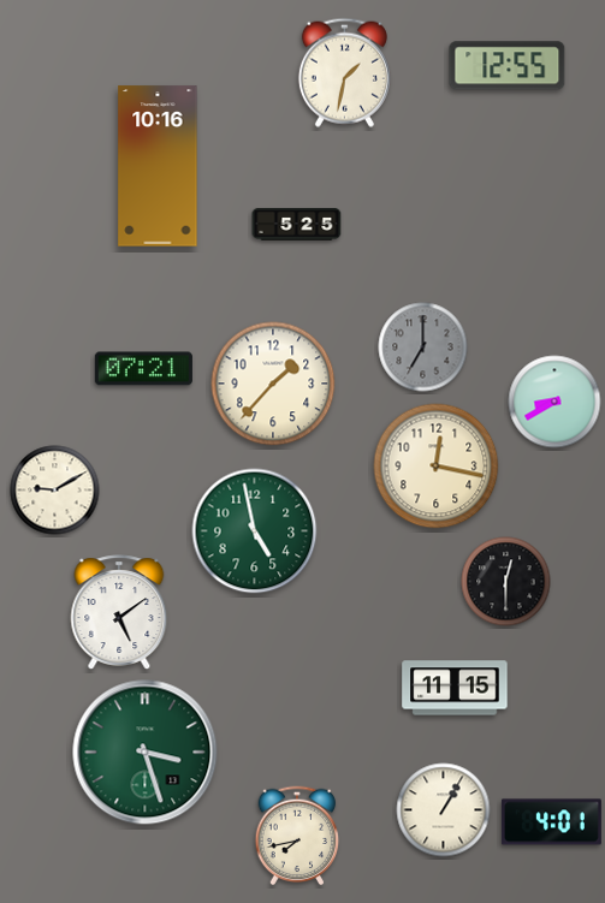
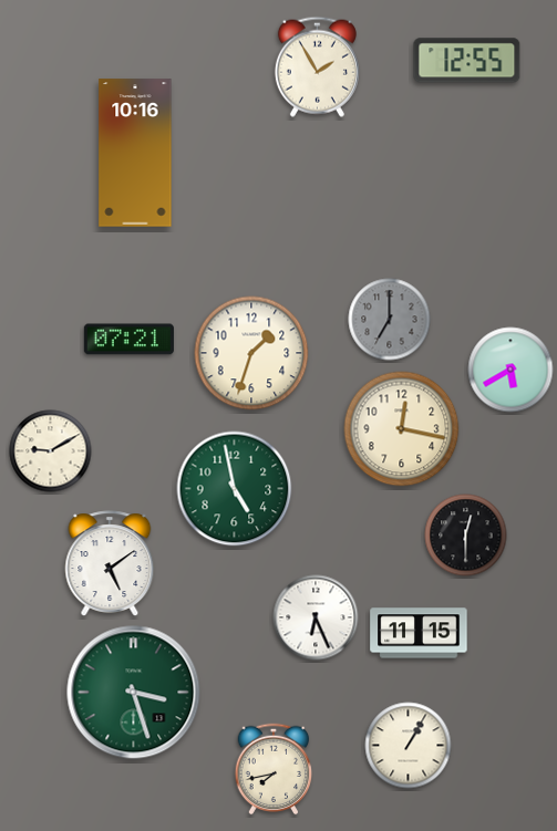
clock at (344, 72): 1:32 -> 1:55
clock at (158, 166) position: (158, 166) -> (135, 153)
clock at (297, 225): 5:25 -> none
clock at (143, 369) position: (143, 369) -> (128, 340)
clock at (273, 384): 1:37 -> 1:33
clock at (554, 402): 8:40 -> 5:40
clock at (316, 617): none -> 6:26
clock at (551, 822): 4:01 -> none
